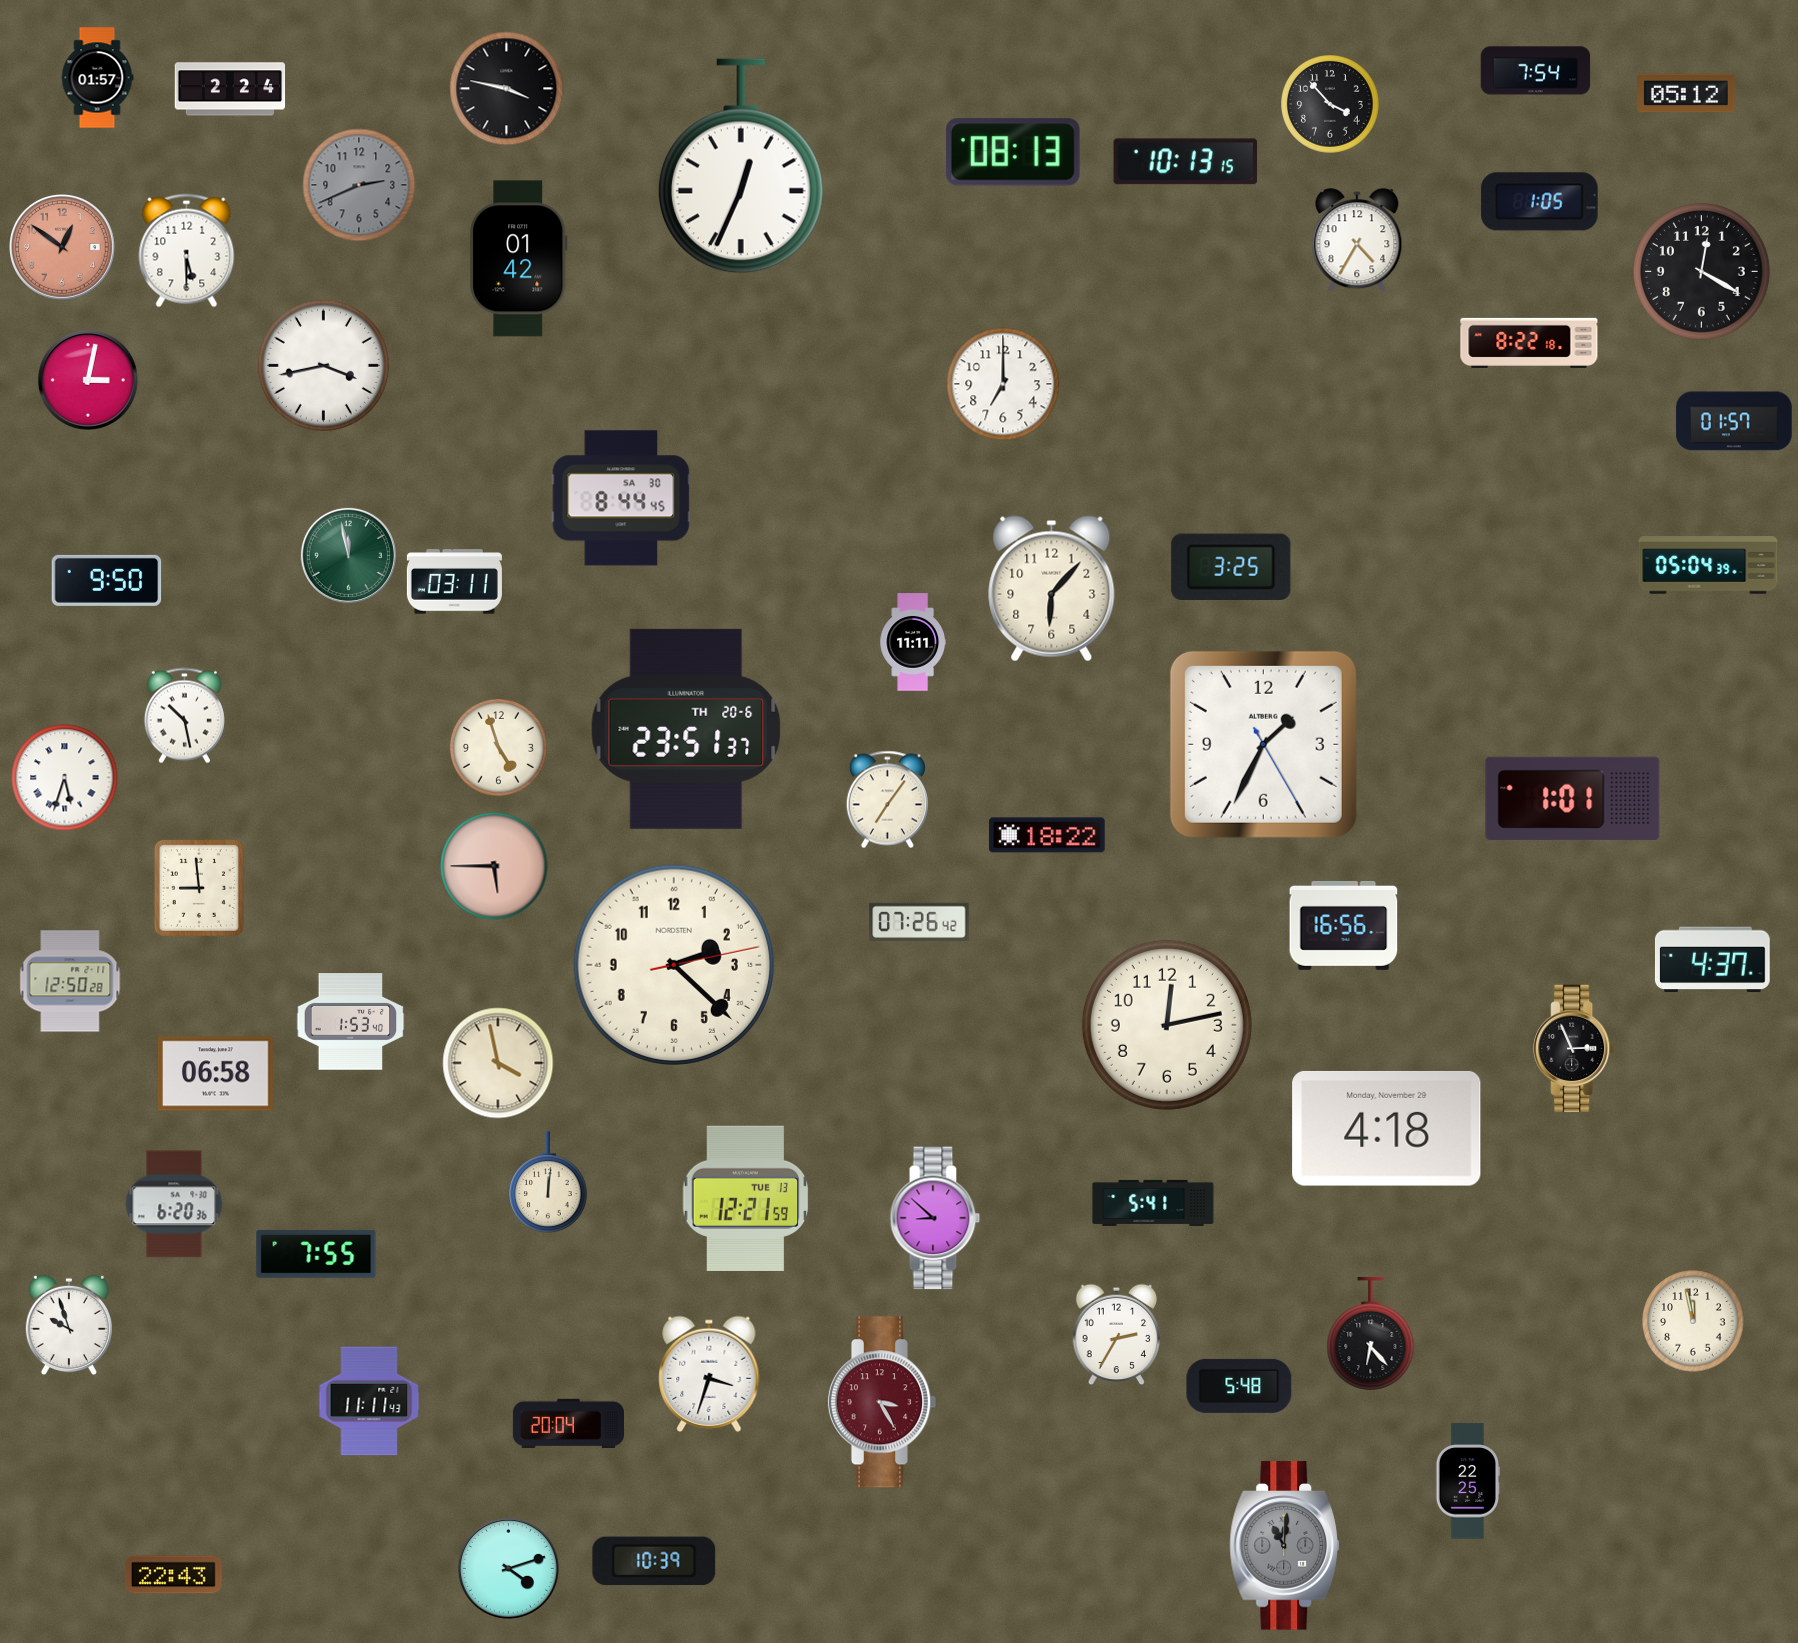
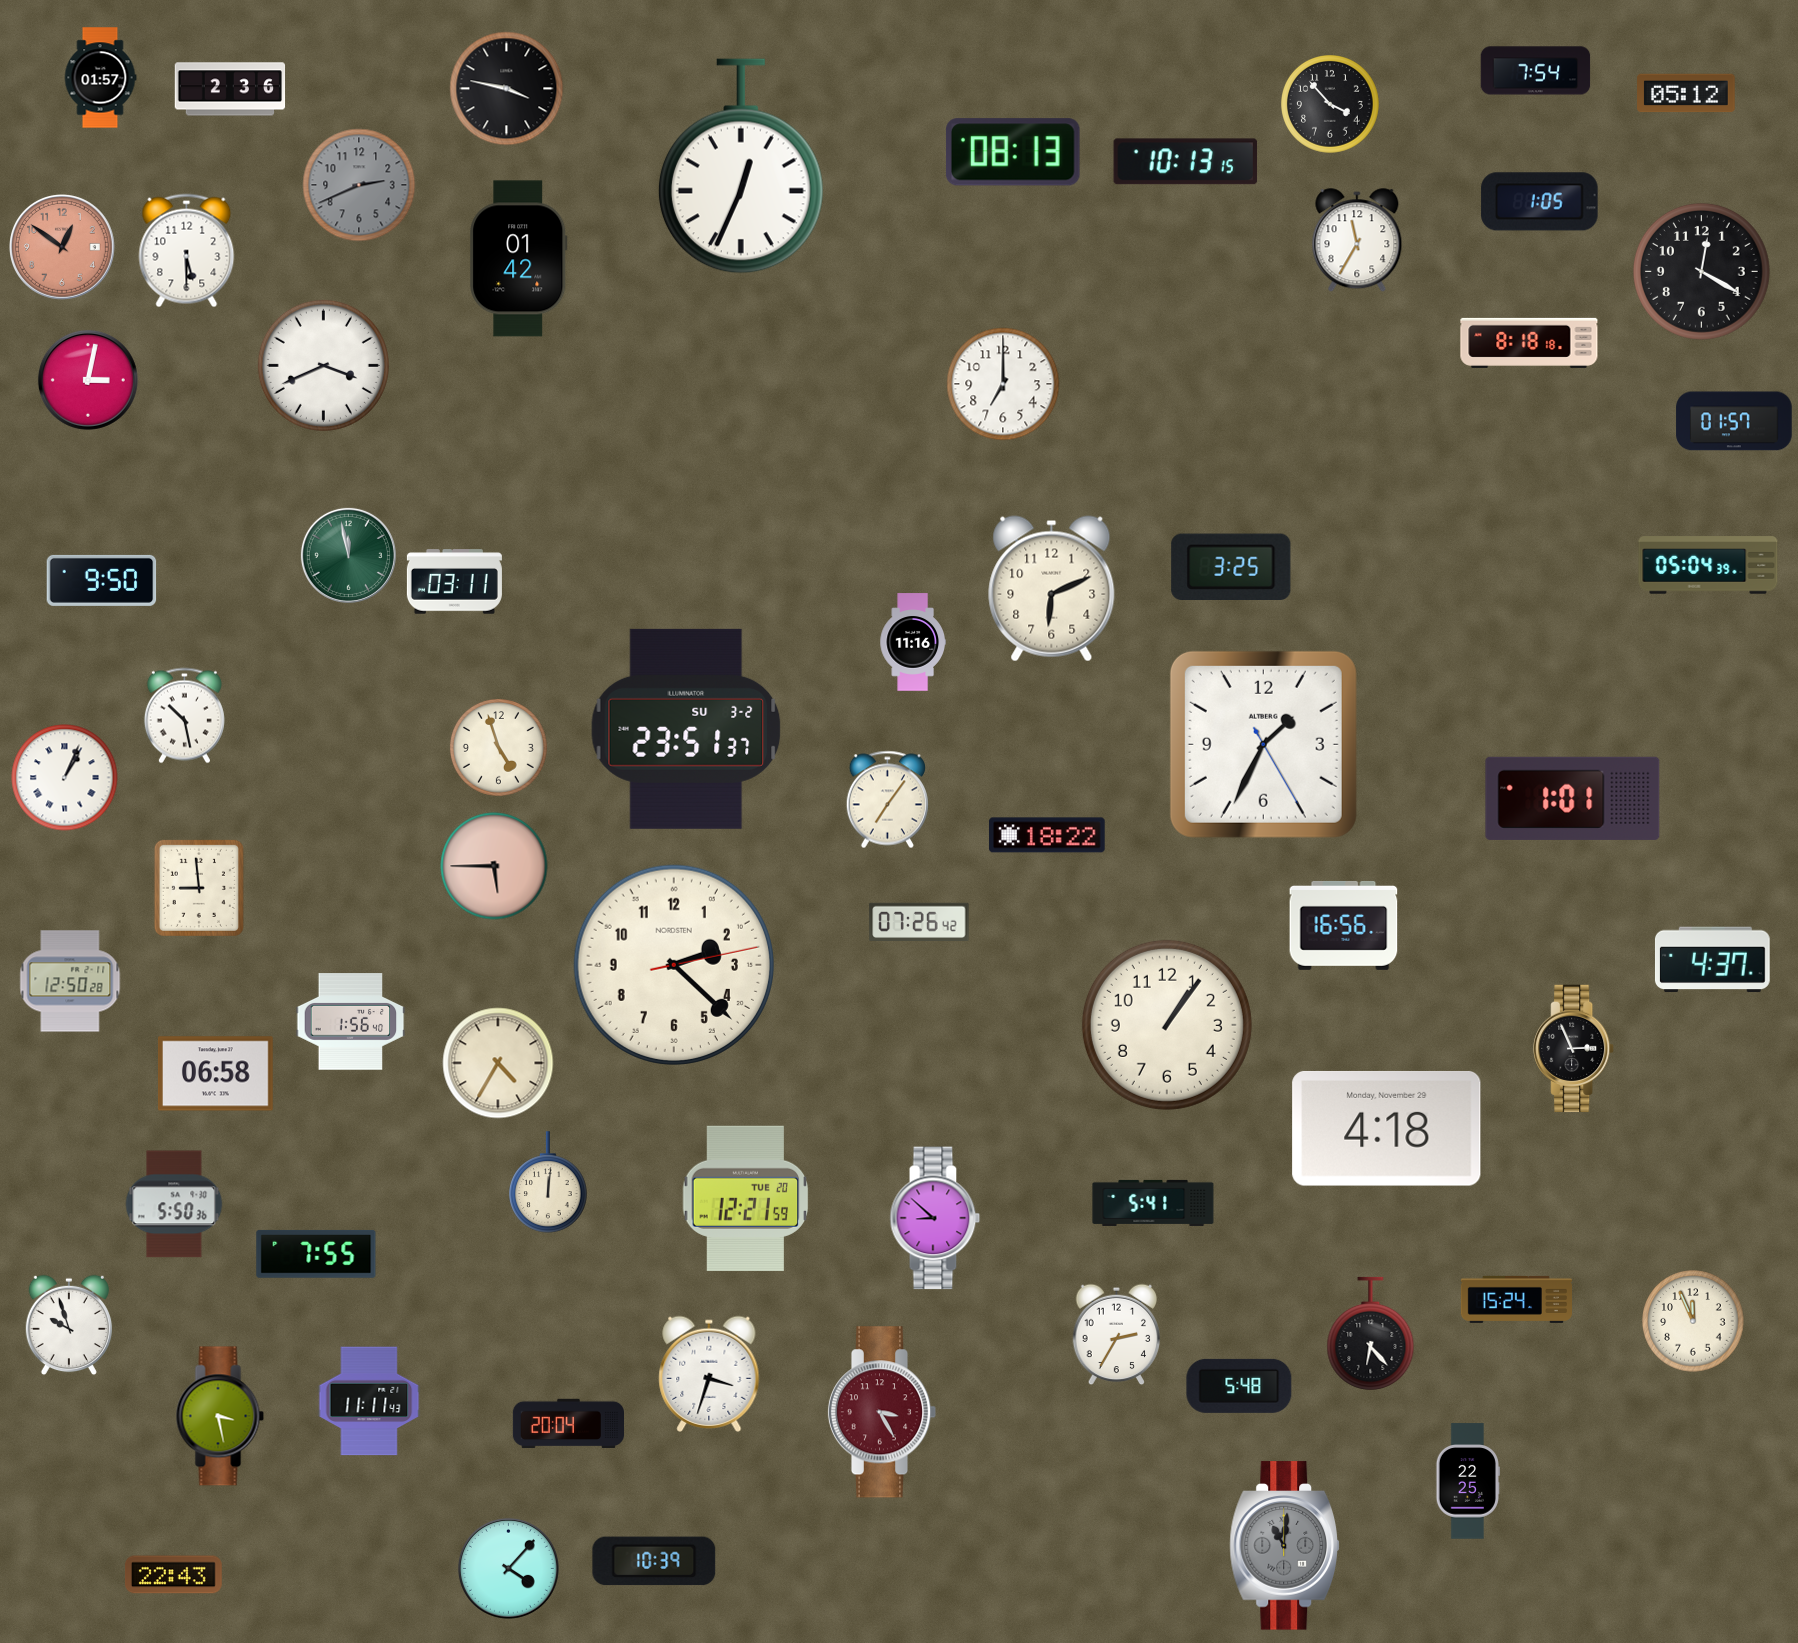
clock at (97, 78) position: (97, 78) -> (100, 78)
clock at (230, 89): 2:24 -> 2:36
clock at (1357, 241): 4:35 -> 11:35
clock at (1529, 343): 8:22 -> 8:18
clock at (323, 365): 3:43 -> 3:41
clock at (621, 498): 8:44 -> none
clock at (107, 580) position: (107, 580) -> (102, 580)
clock at (1052, 589): 6:07 -> 6:11
clock at (913, 642): 11:11 -> 11:16
clock at (686, 729) date: TH 20-6 -> SU 3-2
clock at (65, 778): 5:33 -> 1:04
clock at (351, 1022): 1:53 -> 1:56
clock at (1167, 1025): 12:13 -> 1:06
clock at (498, 1063): 3:58 -> 4:35
clock at (746, 1198) date: TUE 13 -> TUE 20
clock at (174, 1204): 6:20 -> 5:50
clock at (1516, 1299): none -> 15:24
clock at (1693, 1321): 11:58 -> 11:56
clock at (882, 1402) position: (882, 1402) -> (882, 1412)
clock at (220, 1416): none -> 3:28
clock at (508, 1568): 4:12 -> 4:07
